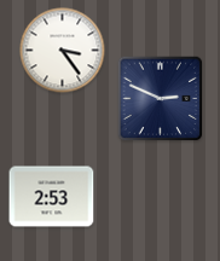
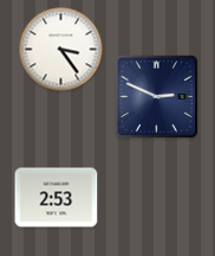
clock at (52, 197) position: (52, 197) -> (57, 198)
